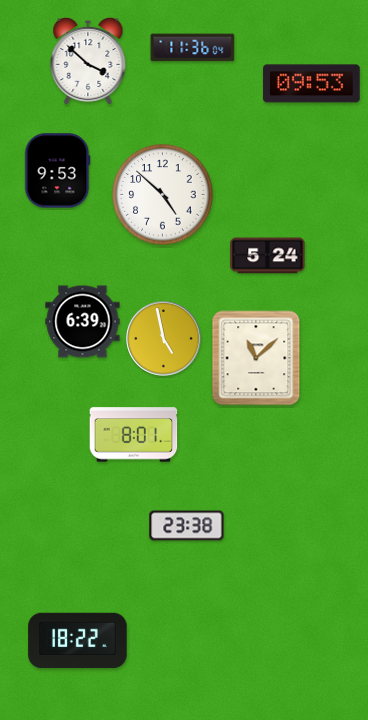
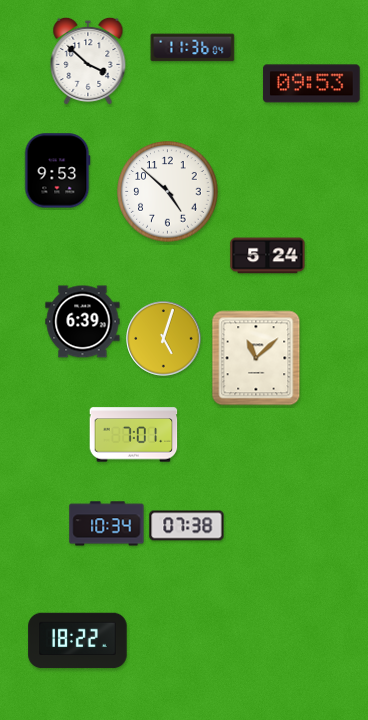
clock at (163, 195) position: (163, 195) -> (168, 192)
clock at (164, 339): 4:58 -> 5:03
clock at (134, 435): 8:01 -> 7:01
clock at (107, 524): none -> 10:34
clock at (187, 526): 23:38 -> 07:38
